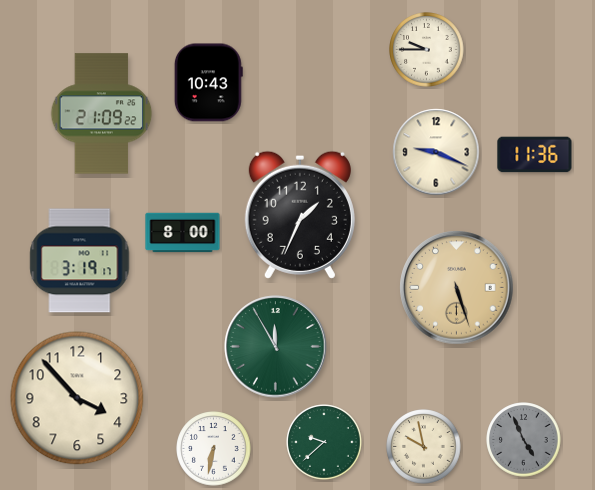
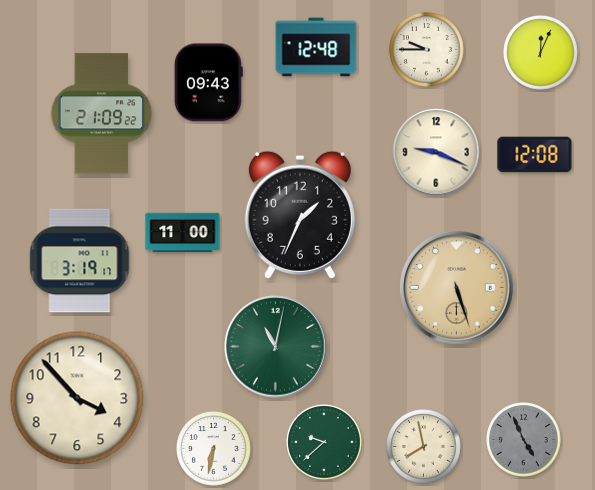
clock at (316, 47): none -> 12:48
clock at (541, 53): none -> 12:04
clock at (208, 83): 10:43 -> 09:43
clock at (535, 155): 11:36 -> 12:08
clock at (183, 233): 8:00 -> 11:00
clock at (276, 347): 11:55 -> 11:02
clock at (424, 447): 9:58 -> 7:58
